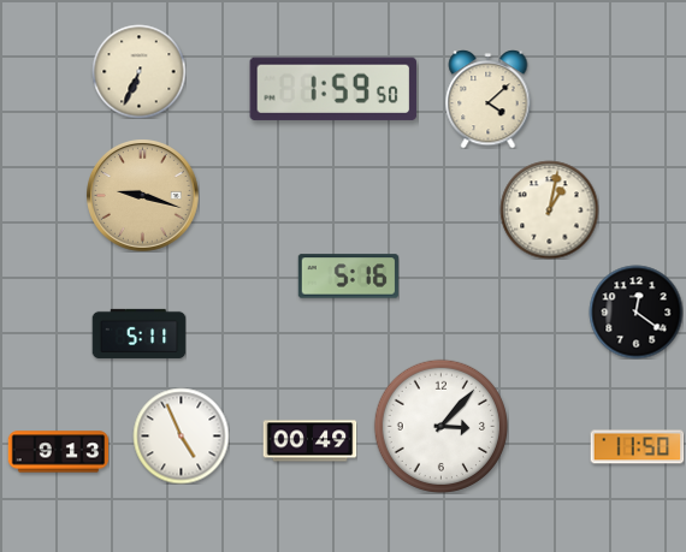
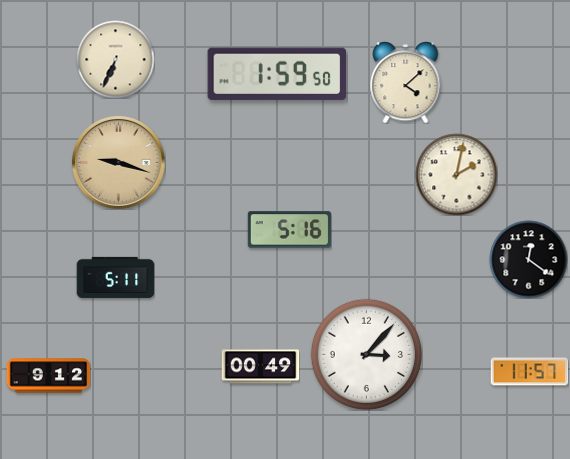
clock at (549, 209): 1:02 -> 2:02
clock at (181, 435): 4:56 -> none
clock at (309, 441) position: (309, 441) -> (260, 367)
clock at (637, 447): 11:50 -> 11:57
clock at (58, 452): 9:13 -> 9:12
